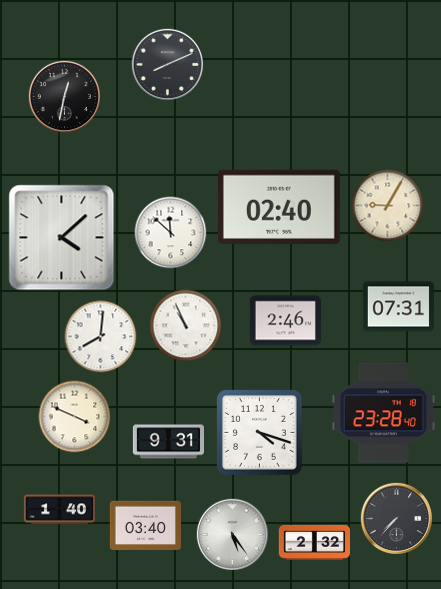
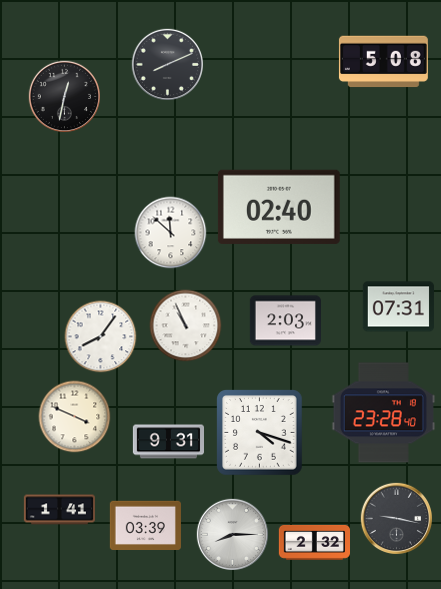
clock at (383, 62): none -> 5:08
clock at (388, 206): 9:05 -> none
clock at (62, 238): 4:08 -> none
clock at (285, 321): 2:46 -> 2:03
clock at (101, 337): 8:01 -> 8:06
clock at (59, 510): 1:40 -> 1:41
clock at (396, 518): 7:37 -> 9:17
clock at (145, 525): 03:40 -> 03:39
clock at (232, 534): 5:24 -> 8:15
